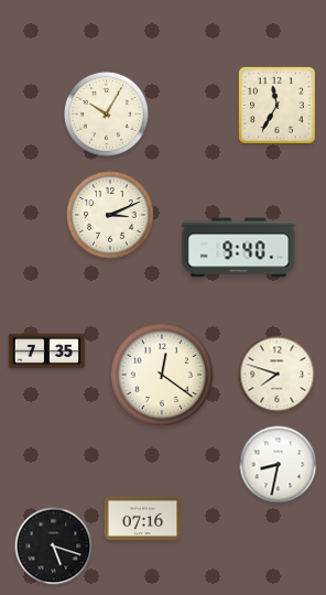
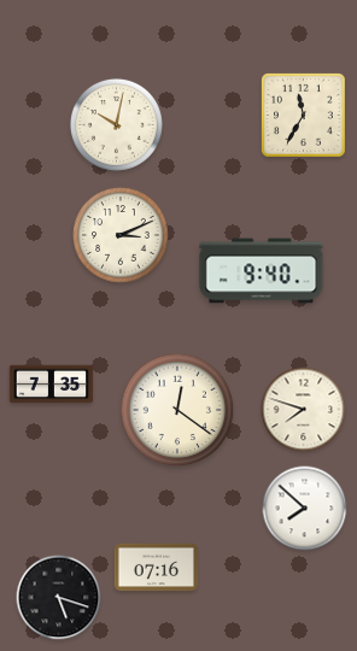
clock at (106, 113): 10:05 -> 10:02
clock at (279, 465): 8:32 -> 7:52
